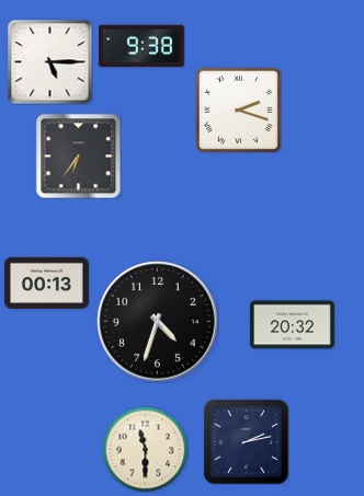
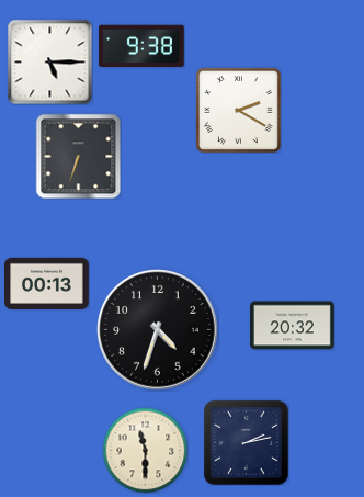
clock at (238, 109): 2:18 -> 2:20
clock at (78, 155): 6:36 -> 6:33
clock at (158, 322) position: (158, 322) -> (158, 330)
